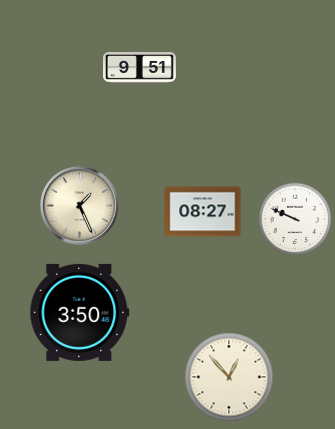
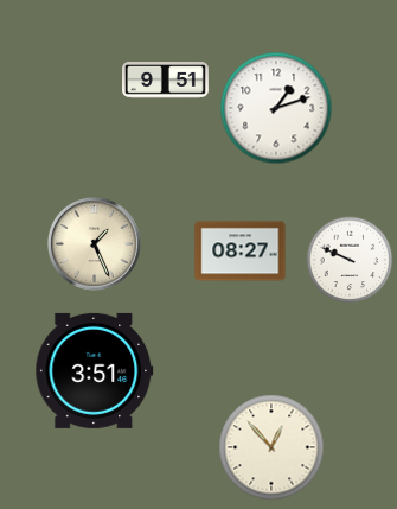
clock at (276, 108): none -> 1:12
clock at (80, 312): 3:50 -> 3:51
